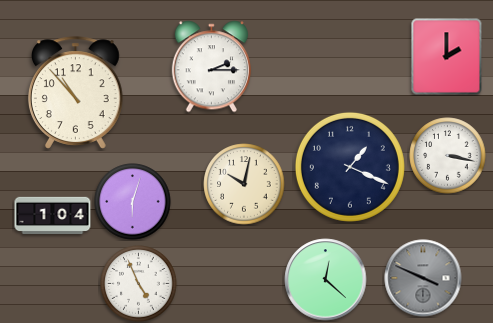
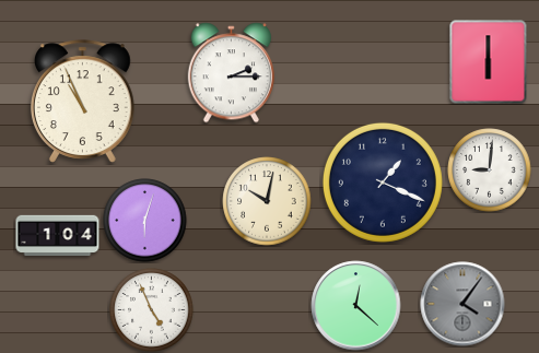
clock at (447, 57): 2:00 -> 6:00
clock at (75, 93): 10:53 -> 10:56
clock at (448, 156): 3:17 -> 9:01
clock at (423, 278): 3:49 -> 4:06
